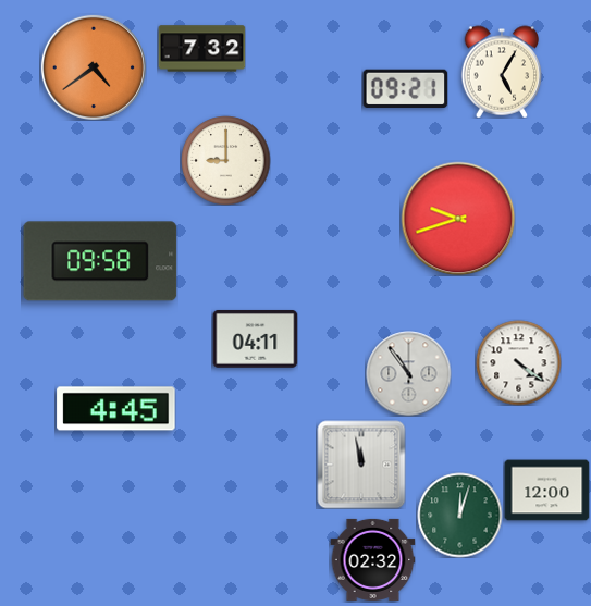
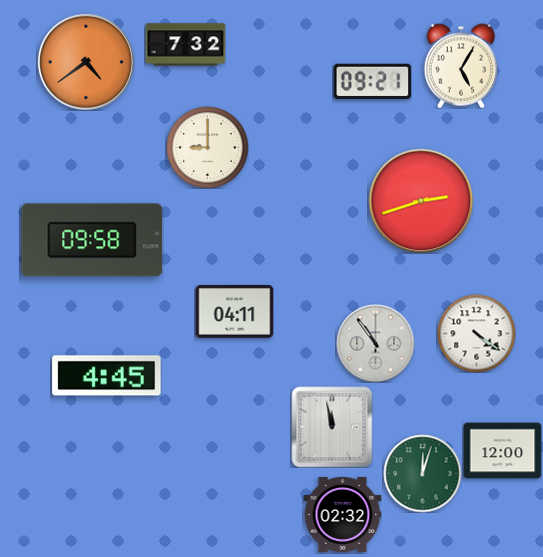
clock at (458, 219): 9:42 -> 2:42
